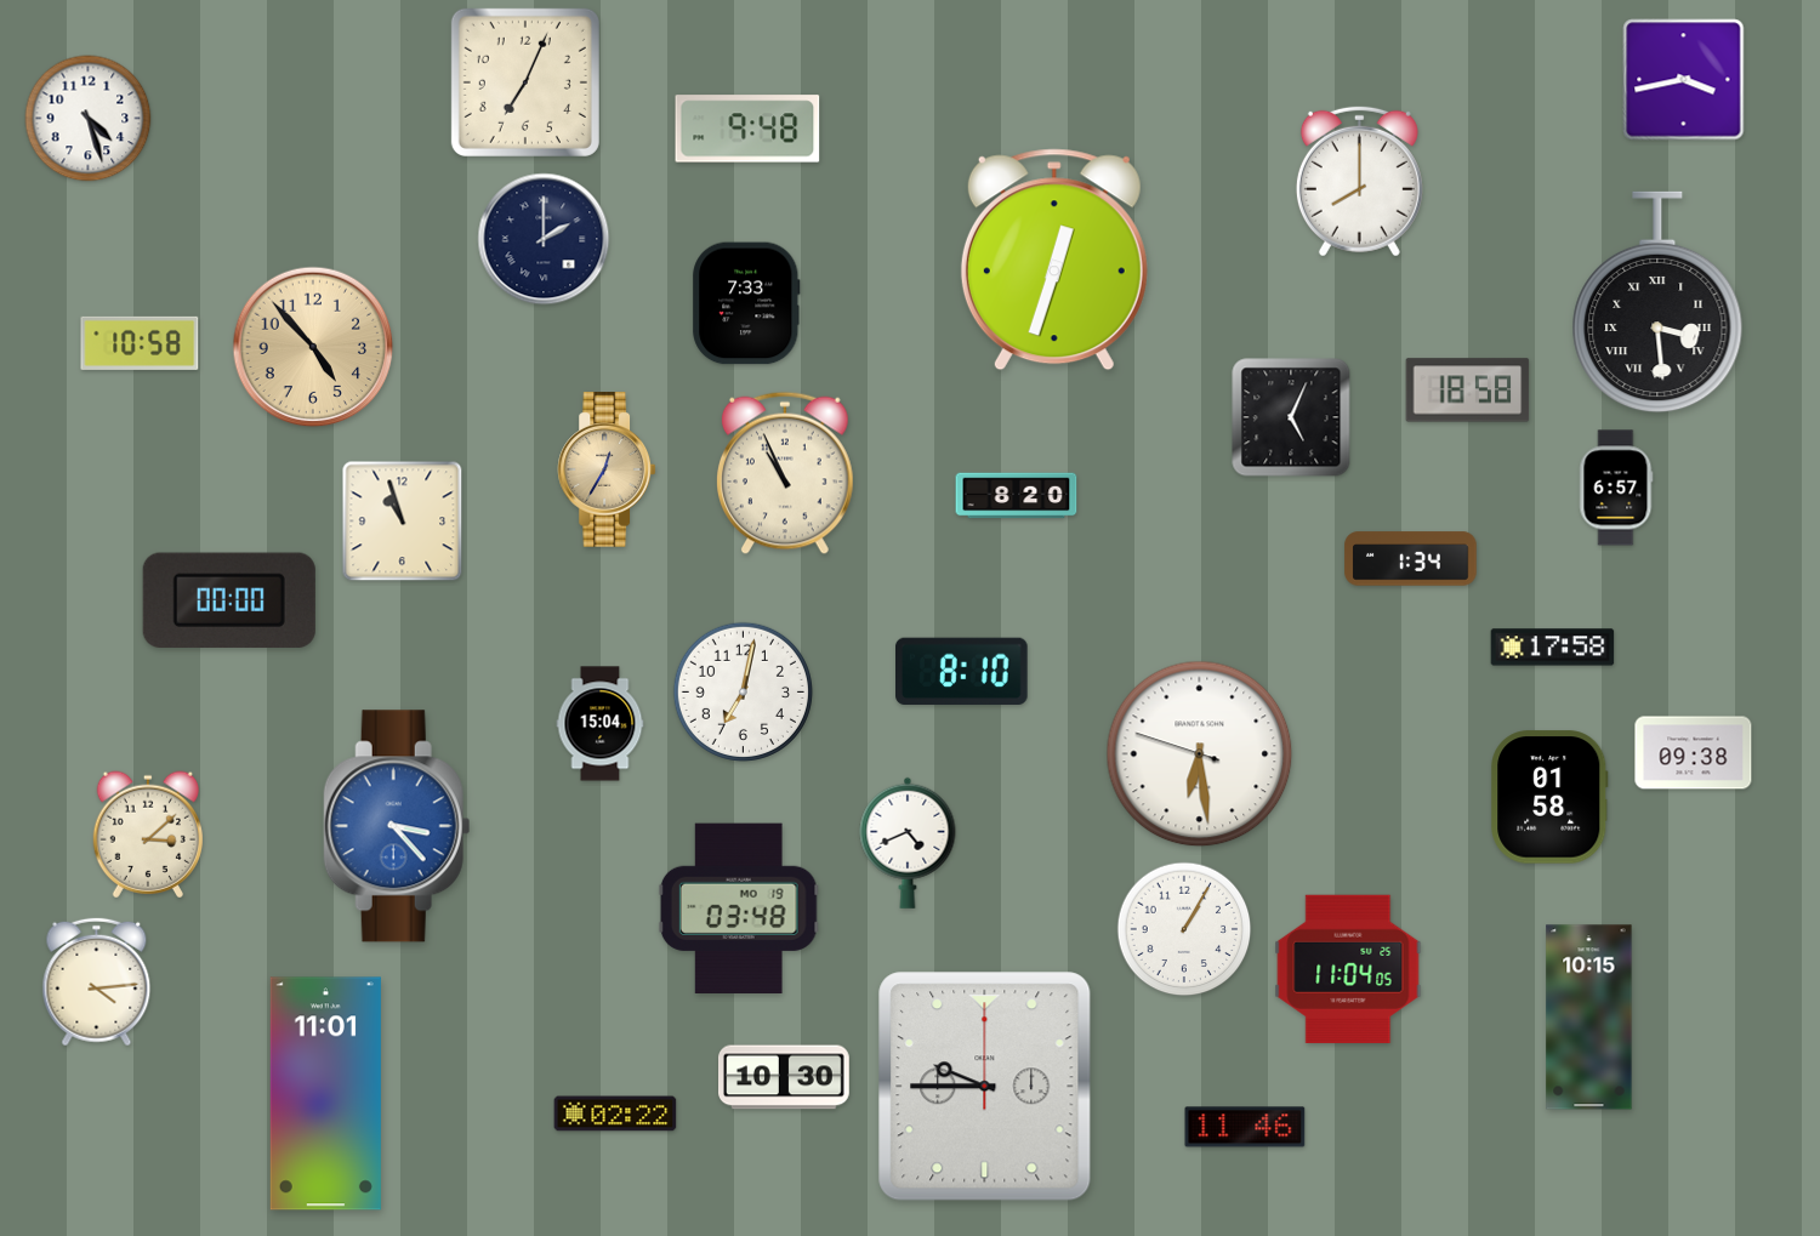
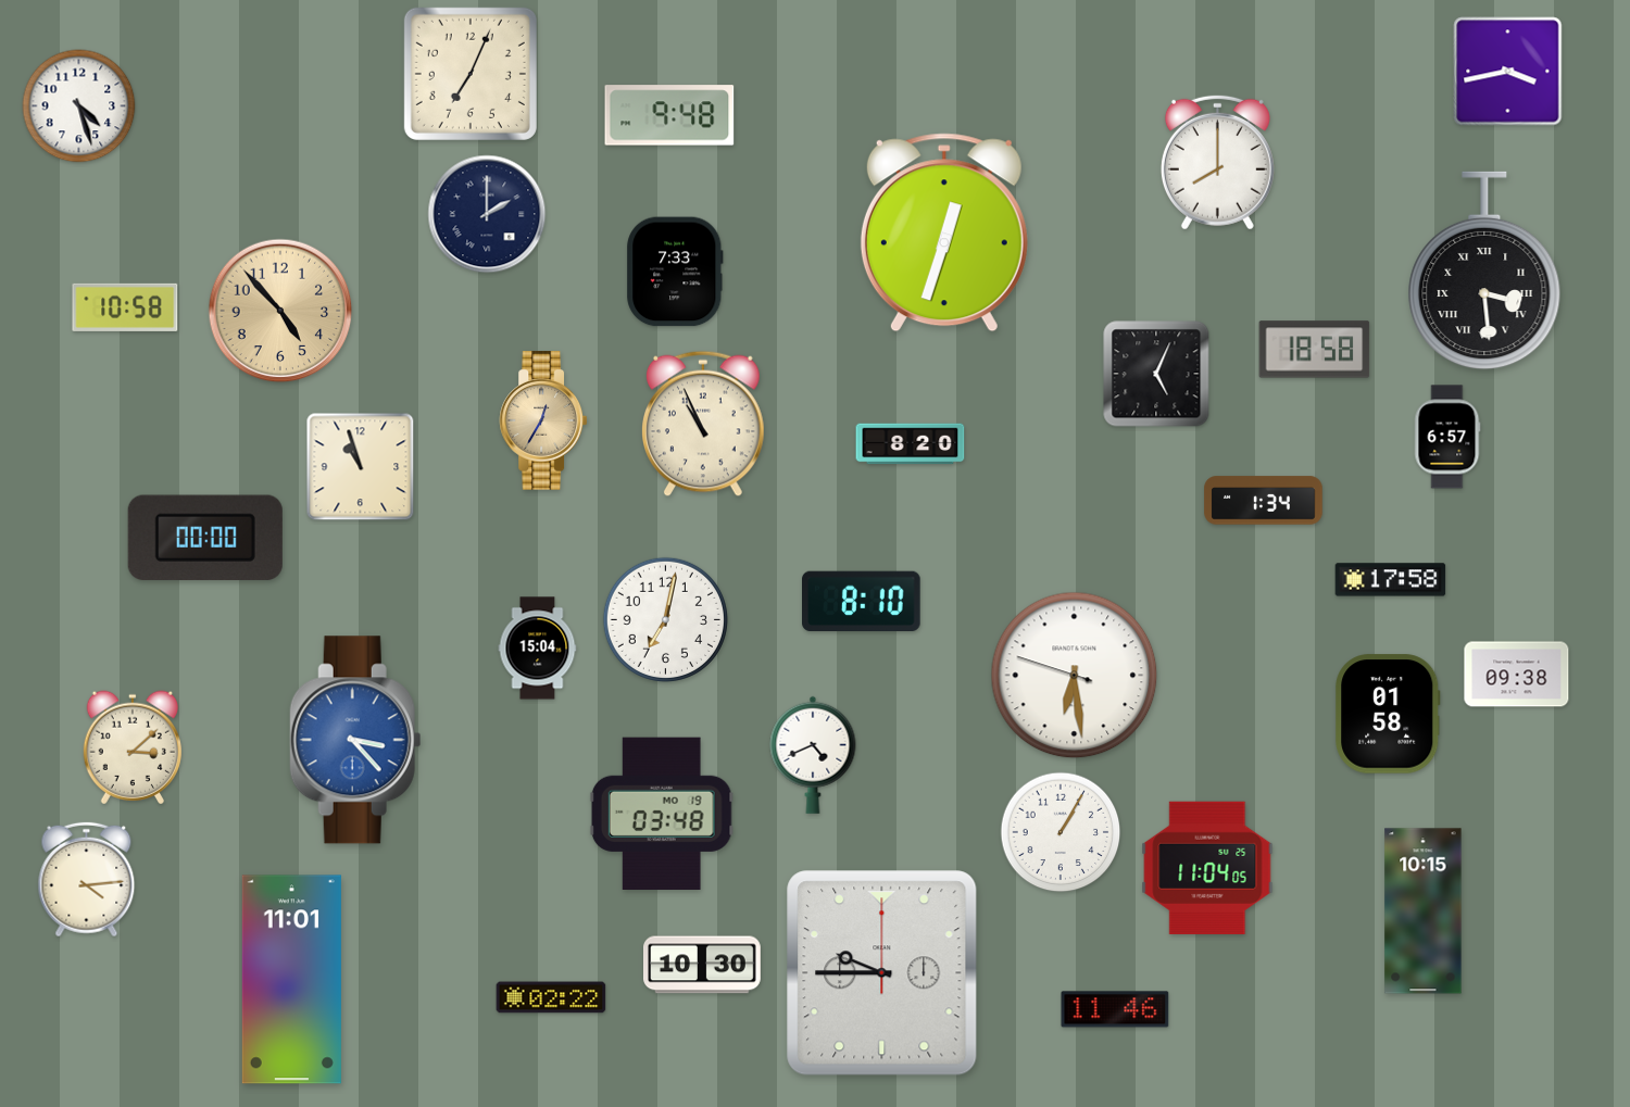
clock at (746, 303) position: (746, 303) -> (675, 272)
